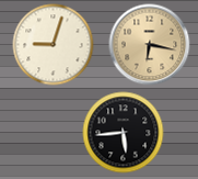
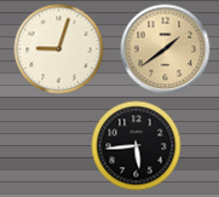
clock at (150, 45): 6:17 -> 1:39
